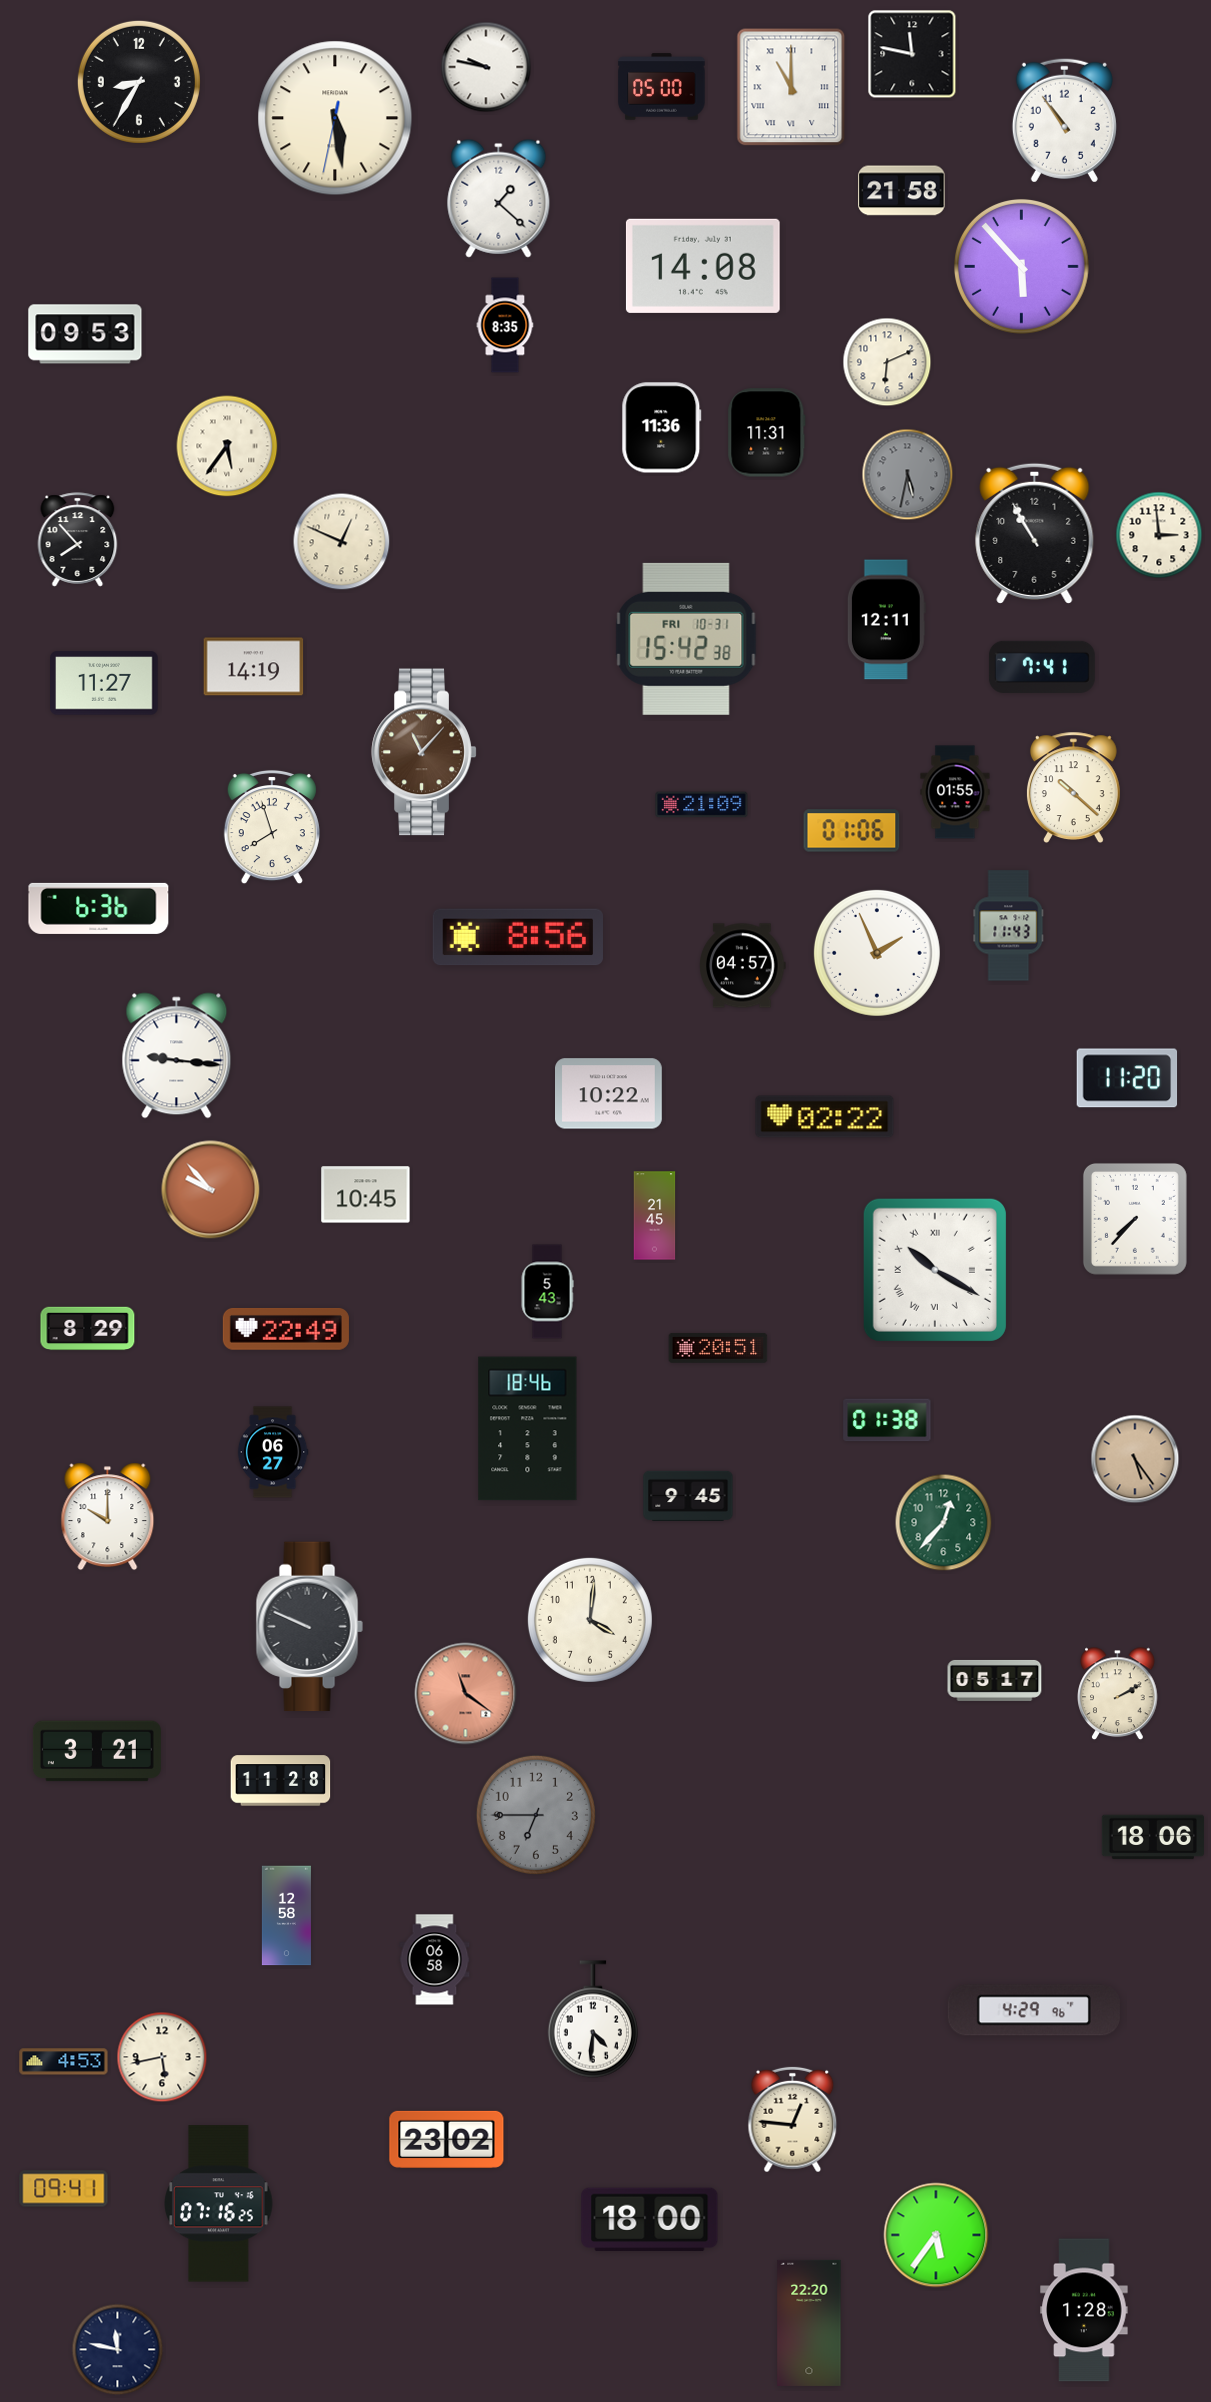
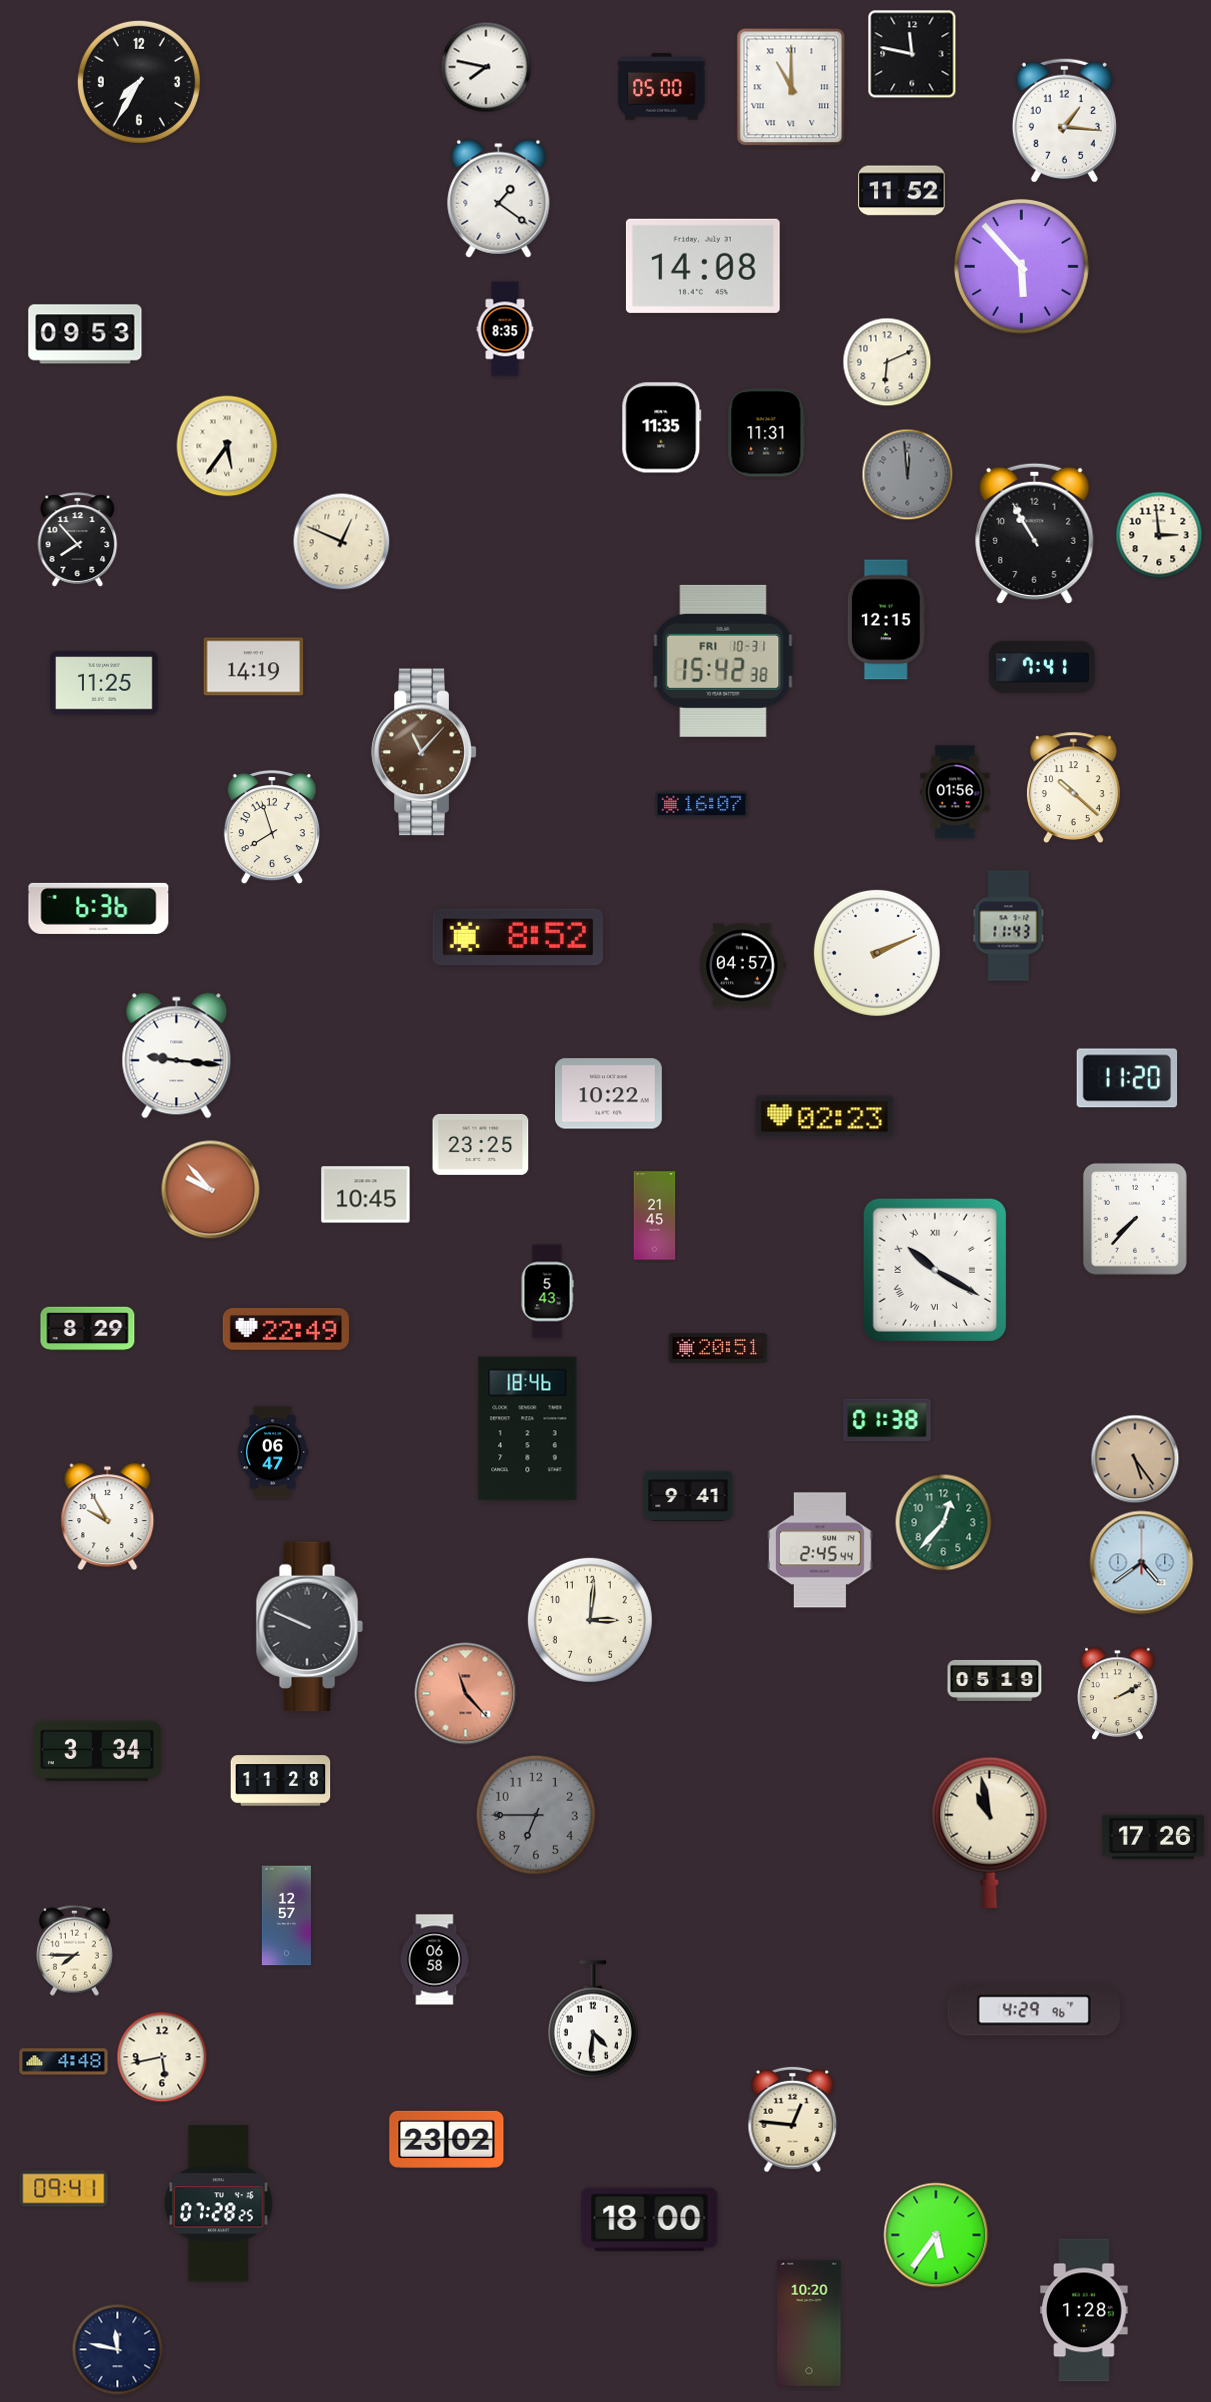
clock at (486, 67): 9:47 -> 7:47
clock at (139, 82): 8:35 -> 7:35
clock at (335, 118): 5:28 -> none
clock at (1064, 120): 10:54 -> 1:16
clock at (902, 191): 21:58 -> 11:52
clock at (499, 198): 1:22 -> 1:21
clock at (505, 325) position: (505, 325) -> (505, 329)
clock at (662, 428): 11:36 -> 11:35
clock at (908, 475): 5:32 -> 11:59
clock at (886, 620): 12:11 -> 12:15
clock at (686, 639) position: (686, 639) -> (723, 661)
clock at (104, 683): 11:27 -> 11:25
clock at (955, 792): 01:55 -> 01:56
clock at (702, 805): 21:09 -> 16:07
clock at (852, 831): 01:06 -> none
clock at (517, 937): 8:56 -> 8:52
clock at (877, 953): 1:56 -> 2:11
clock at (825, 1117): 02:22 -> 02:23
clock at (481, 1144): none -> 23:25
clock at (273, 1452): 06:27 -> 06:47
clock at (688, 1495): 9:45 -> 9:41
clock at (108, 1517): 10:00 -> 9:55
clock at (820, 1550): none -> 2:45
clock at (1142, 1563): none -> 4:39
clock at (590, 1620): 4:01 -> 3:01
clock at (995, 1680): 05:17 -> 05:19
clock at (466, 1694): 11:21 -> 11:23
clock at (97, 1751): 3:21 -> 3:34
clock at (990, 1832): none -> 10:58
clock at (1152, 1837): 18:06 -> 17:26
clock at (286, 1916): 12:58 -> 12:57
clock at (74, 1950): none -> 7:45
clock at (64, 2062): 4:53 -> 4:48
clock at (219, 2204): 07:16 -> 07:28
clock at (809, 2323): 22:20 -> 10:20
